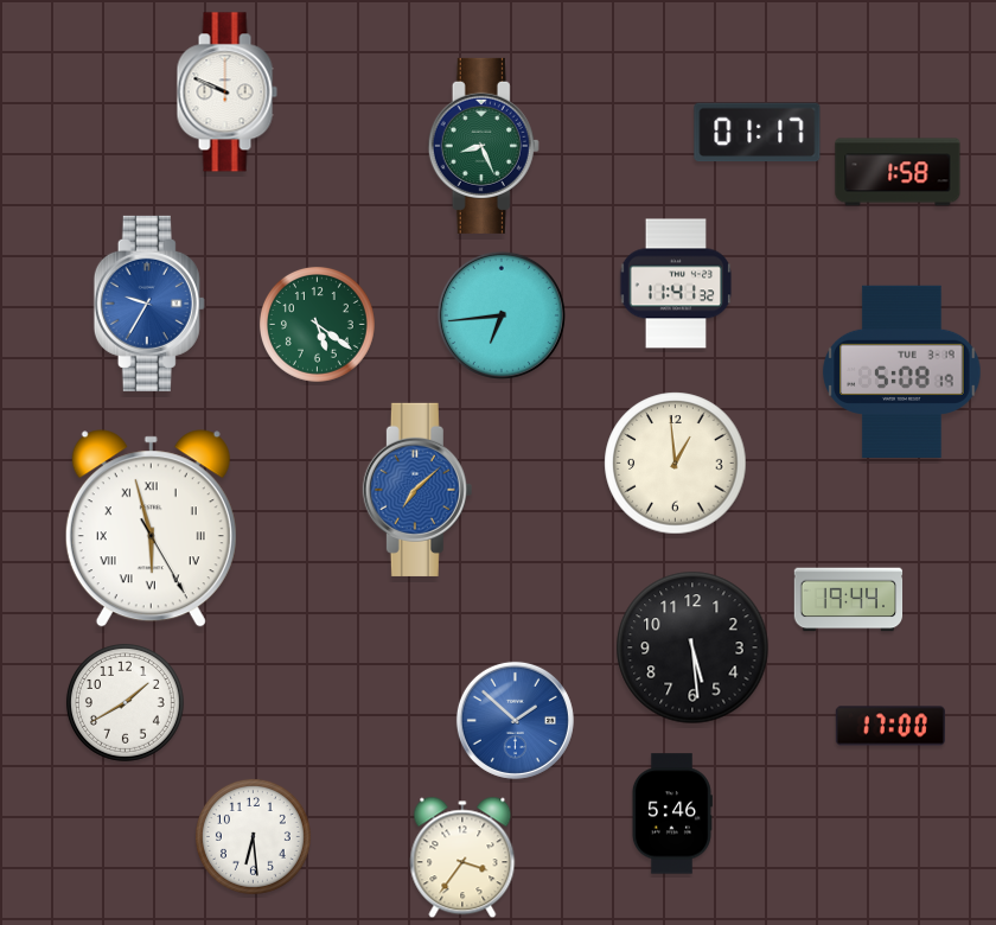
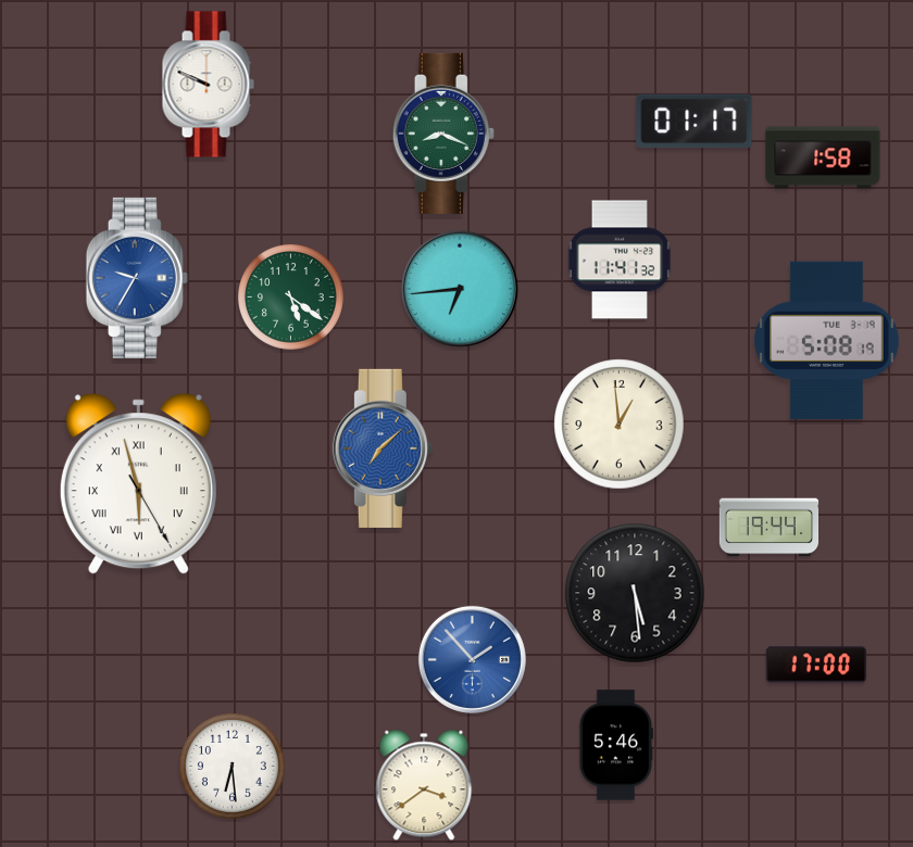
clock at (484, 146): 8:26 -> 8:19
clock at (849, 600) position: (849, 600) -> (770, 528)
clock at (124, 702): 1:40 -> none
clock at (515, 720): 1:52 -> 1:53
clock at (462, 857): 3:36 -> 3:39
